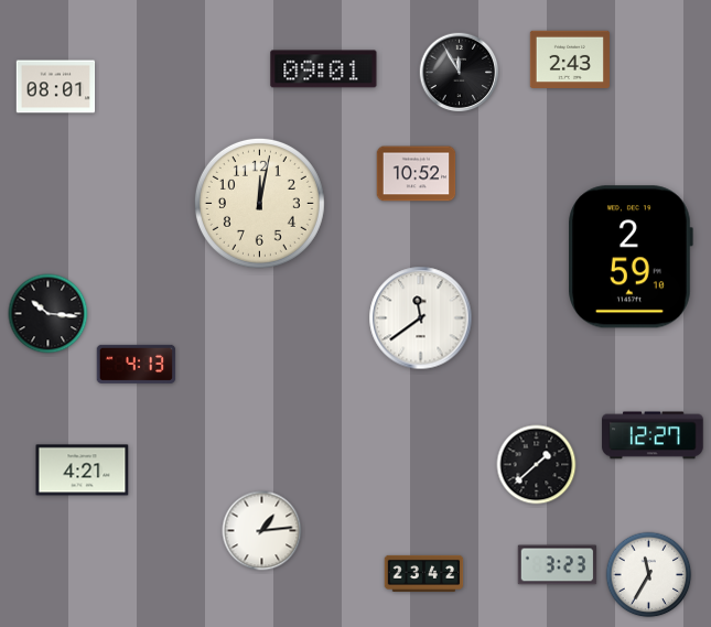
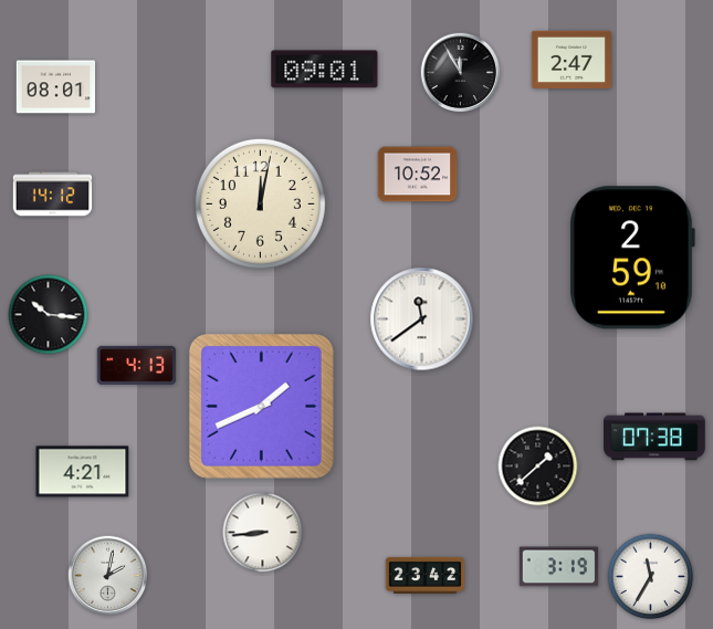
clock at (569, 58): 2:43 -> 2:47
clock at (53, 195): none -> 14:12
clock at (261, 406): none -> 1:41
clock at (653, 435): 12:27 -> 07:38
clock at (262, 531): 1:14 -> 8:44
clock at (558, 565): 3:23 -> 3:19
clock at (108, 576): none -> 2:02
